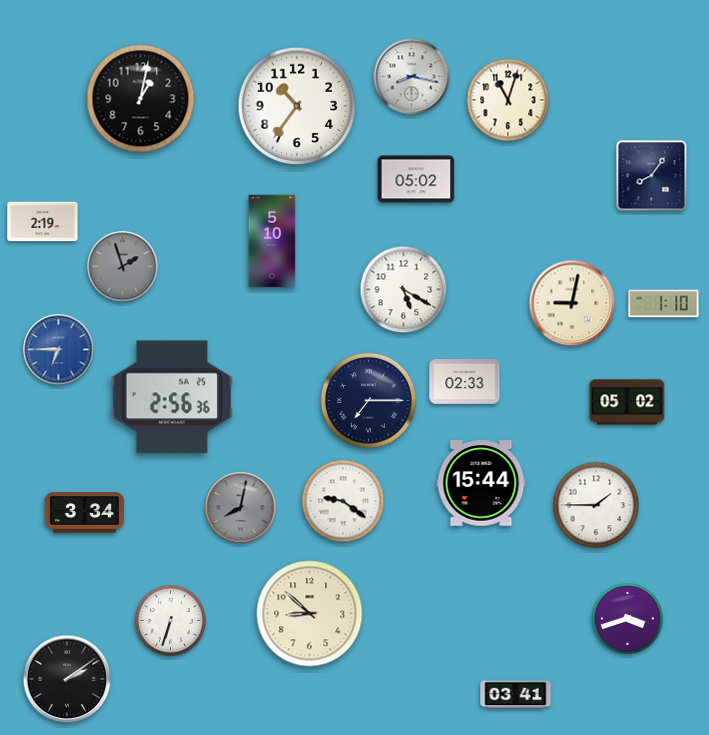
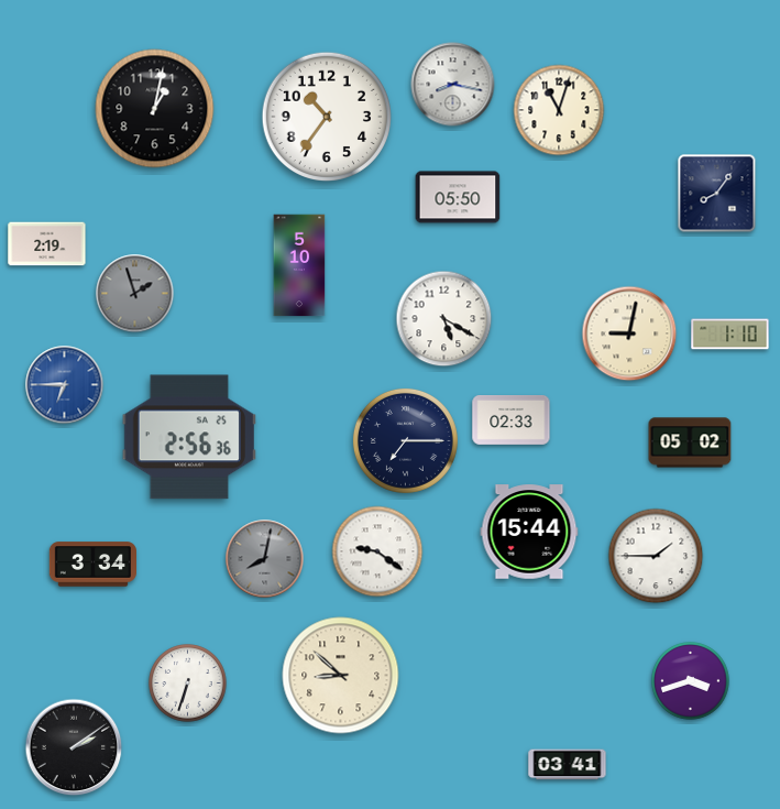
clock at (416, 179): 05:02 -> 05:50
